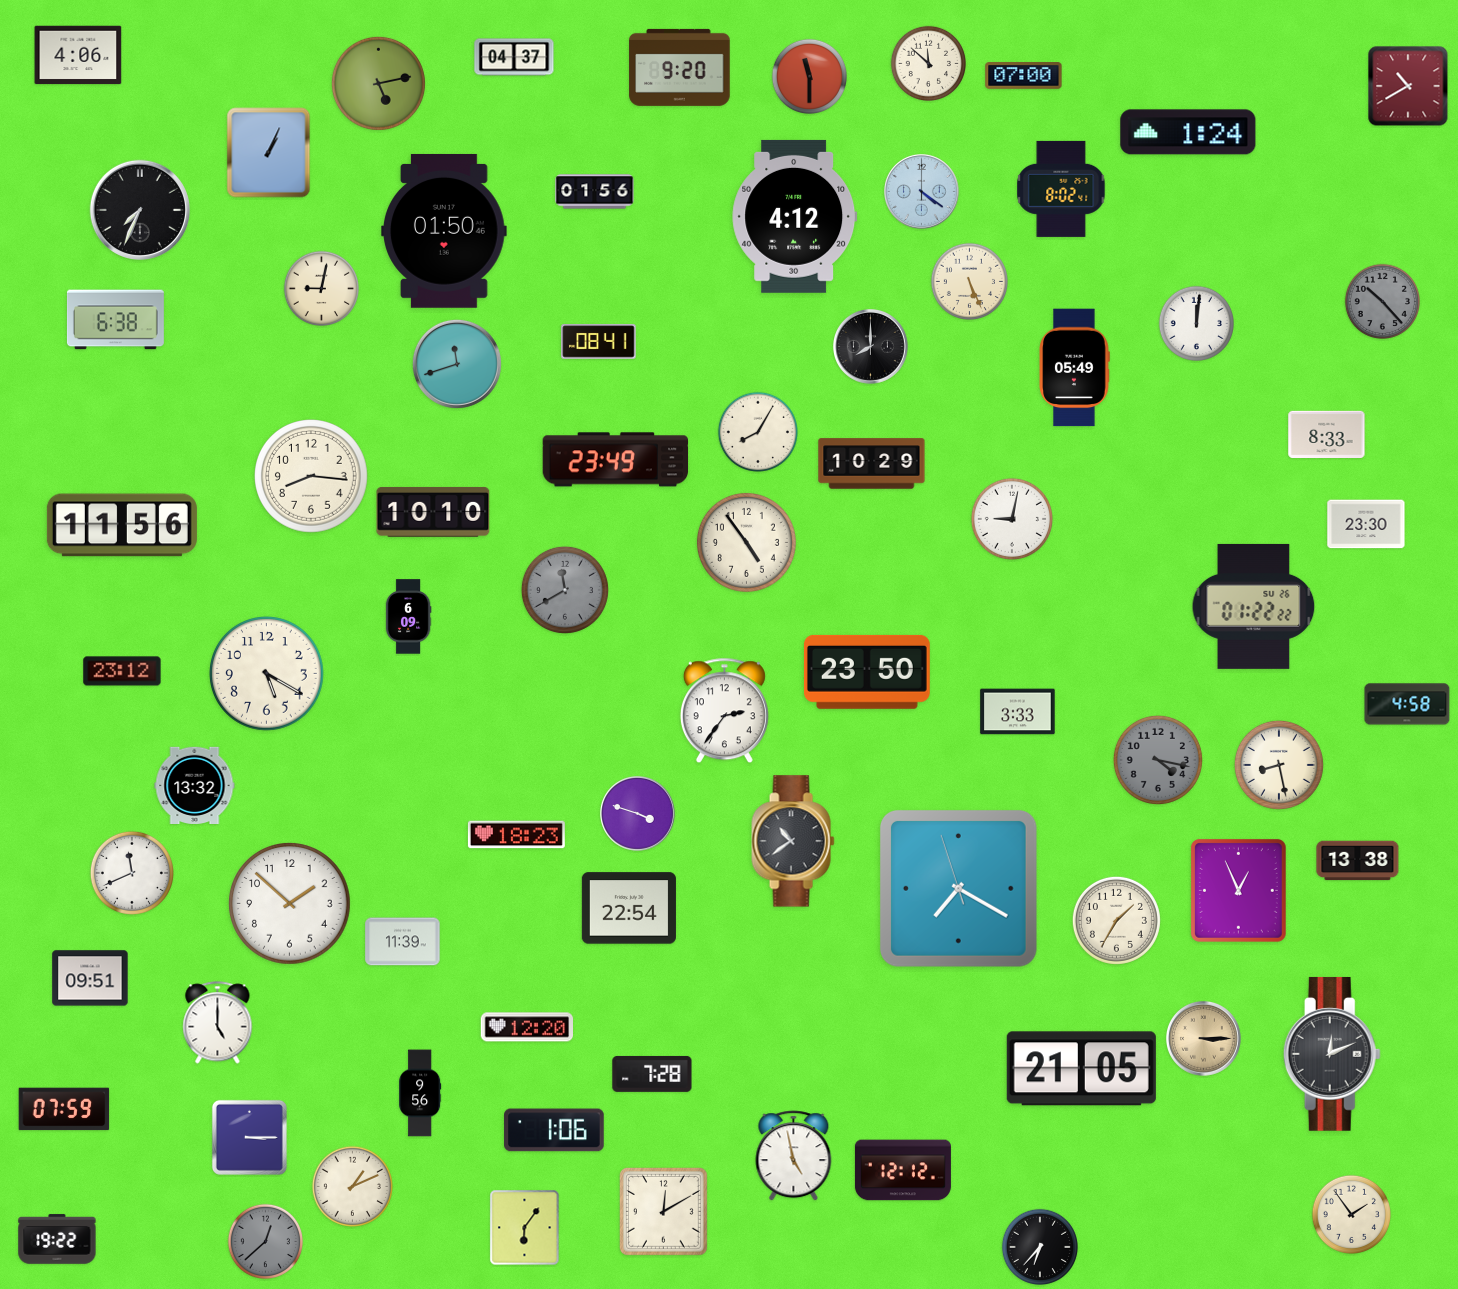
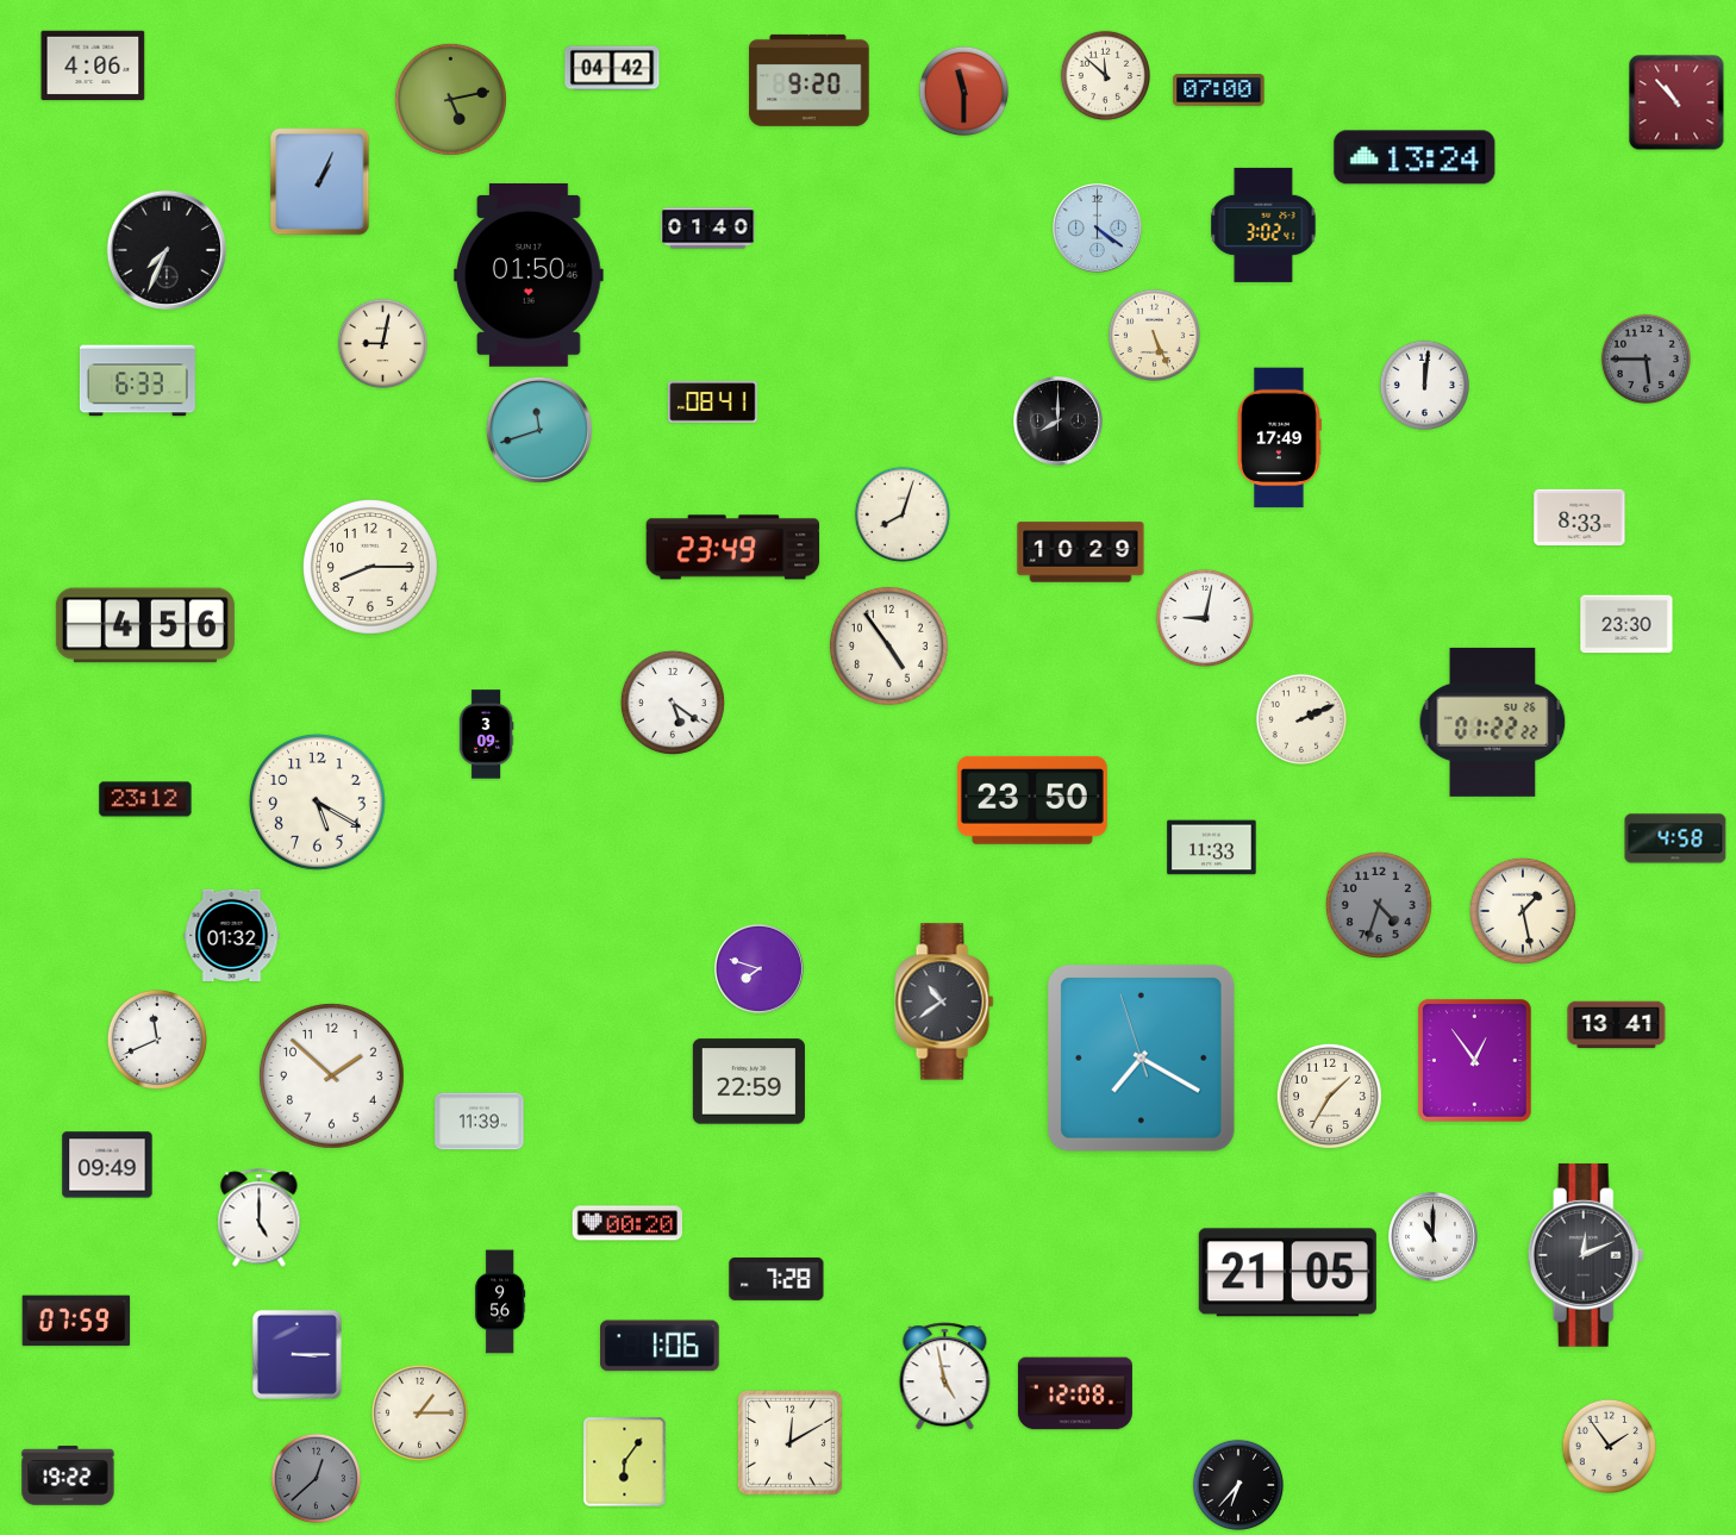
clock at (514, 57): 04:37 -> 04:42
clock at (1408, 86): 10:40 -> 10:53
clock at (1188, 132): 1:24 -> 13:24
clock at (1061, 189): 8:02 -> 3:02
clock at (595, 192): 01:56 -> 01:40
clock at (795, 216): 4:12 -> none
clock at (1382, 301): 10:23 -> 5:45
clock at (115, 320): 6:38 -> 6:33
clock at (599, 342) position: (599, 342) -> (713, 403)
clock at (871, 347) position: (871, 347) -> (1059, 422)
clock at (457, 364) position: (457, 364) -> (539, 430)
clock at (1074, 368): 05:49 -> 17:49
clock at (758, 432): 8:05 -> 8:03
clock at (872, 464) position: (872, 464) -> (1081, 553)
clock at (312, 477): 8:16 -> 8:15
clock at (433, 512): 10:10 -> none
clock at (122, 525): 11:56 -> 4:56
clock at (565, 590): 11:40 -> 5:21
clock at (565, 590) dial: grey -> white
clock at (1300, 718): none -> 2:11
clock at (408, 617): 6:09 -> 3:09
clock at (724, 711): 2:36 -> none
clock at (1018, 712): 3:33 -> 11:33
clock at (1158, 760): 4:17 -> 4:33
clock at (1279, 765): 8:28 -> 1:28
clock at (195, 785): 13:32 -> 01:32
clock at (638, 814): 3:48 -> 7:48
clock at (516, 835): 18:23 -> none
clock at (1358, 861): 13:38 -> 13:41
clock at (1238, 890): 12:56 -> 12:54
clock at (290, 904) position: (290, 904) -> (332, 1077)
clock at (629, 908): 22:54 -> 22:59
clock at (90, 978): 09:51 -> 09:49
clock at (527, 1027): 12:20 -> 00:20
clock at (1204, 1039): 3:15 -> 11:00
clock at (1204, 1039) dial: champagne -> white
clock at (903, 1170): 12:12 -> 12:08
clock at (352, 1186): 1:11 -> 1:15
